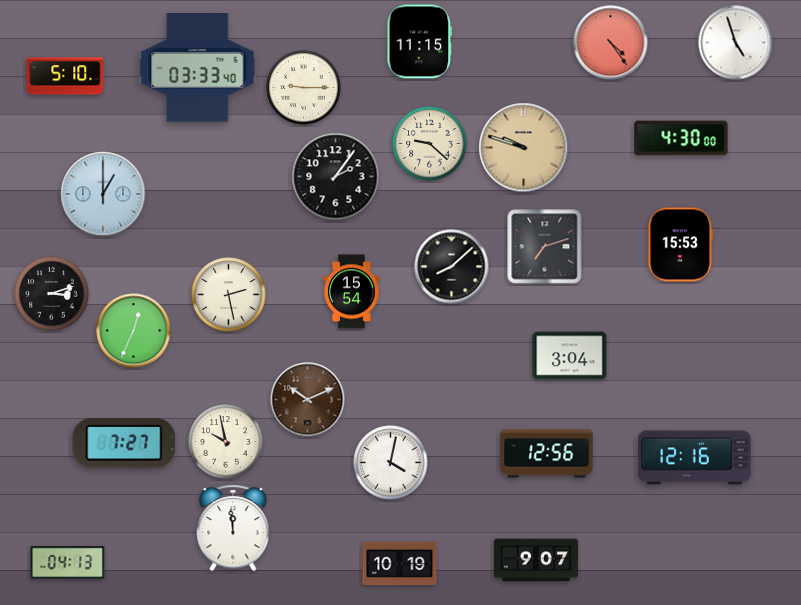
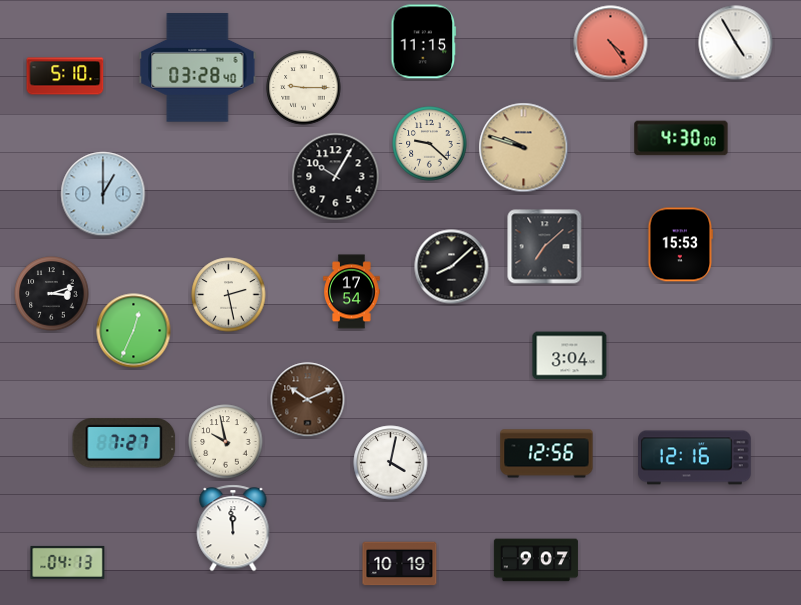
clock at (420, 42) position: (420, 42) -> (424, 42)
clock at (736, 43): 4:57 -> 4:55
clock at (198, 68): 03:33 -> 03:28
clock at (336, 177): 2:06 -> 10:05
clock at (545, 247): 7:12 -> 7:08
clock at (352, 292): 15:54 -> 17:54
